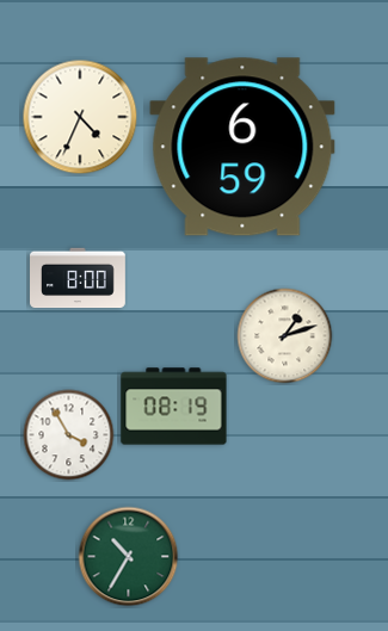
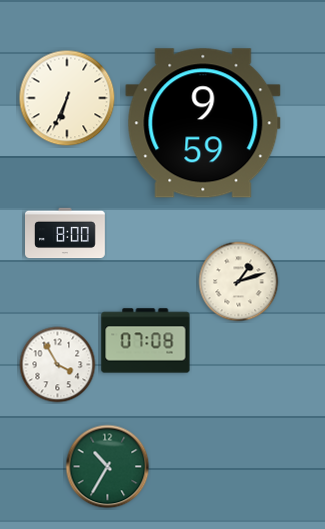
clock at (80, 117): 4:34 -> 6:34
clock at (242, 147): 6:59 -> 9:59
clock at (174, 407): 08:19 -> 07:08
